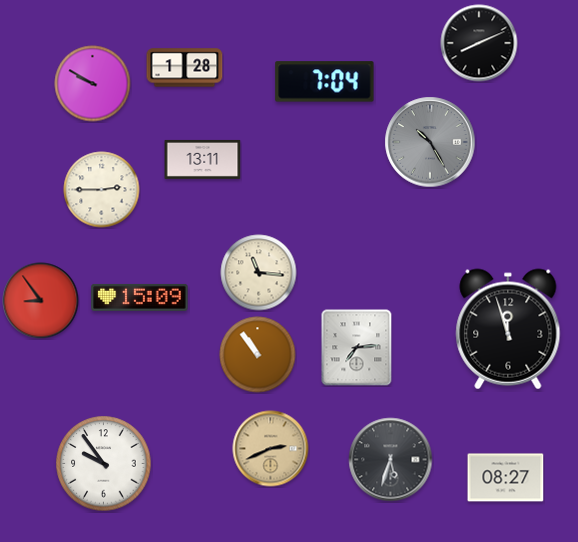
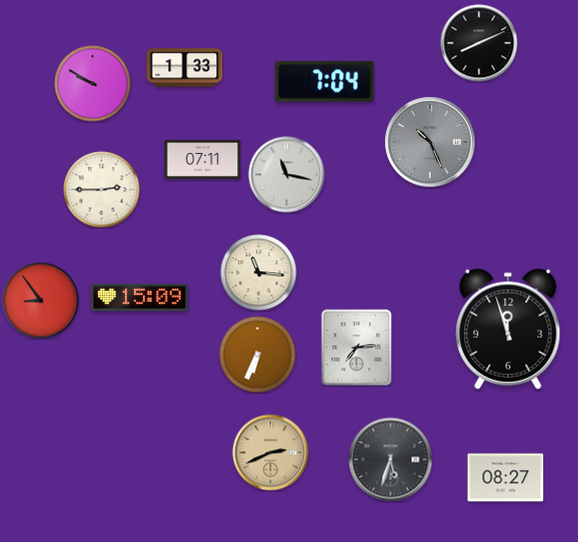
clock at (185, 68): 1:28 -> 1:33
clock at (430, 142): 10:25 -> 10:26
clock at (203, 159): 13:11 -> 07:11
clock at (287, 175): none -> 11:17
clock at (258, 355): 10:54 -> 6:34
clock at (271, 449) position: (271, 449) -> (271, 453)
clock at (104, 464): 9:54 -> none
